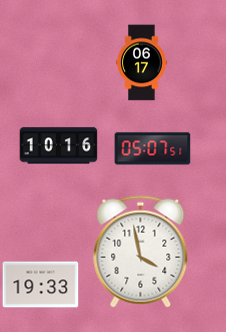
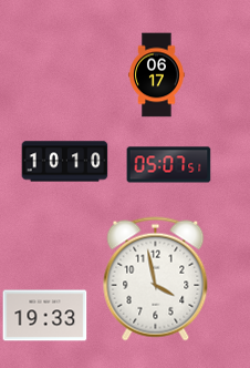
clock at (142, 63) position: (142, 63) -> (157, 75)
clock at (59, 146): 10:16 -> 10:10
